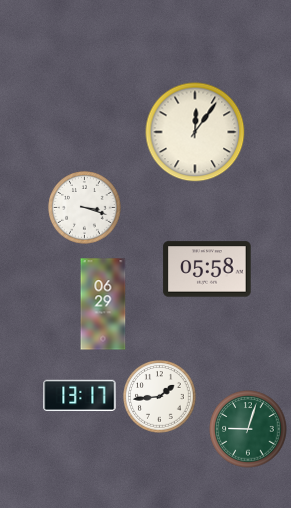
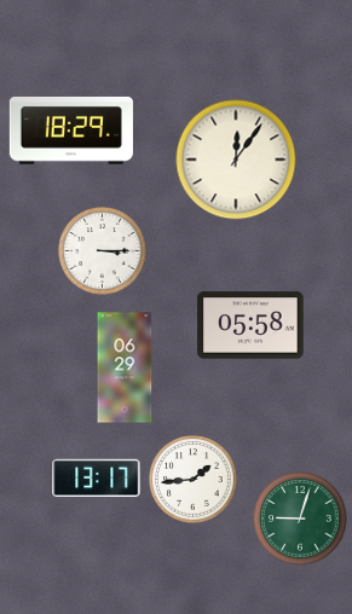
clock at (71, 131): none -> 18:29
clock at (85, 208): 3:18 -> 3:15
